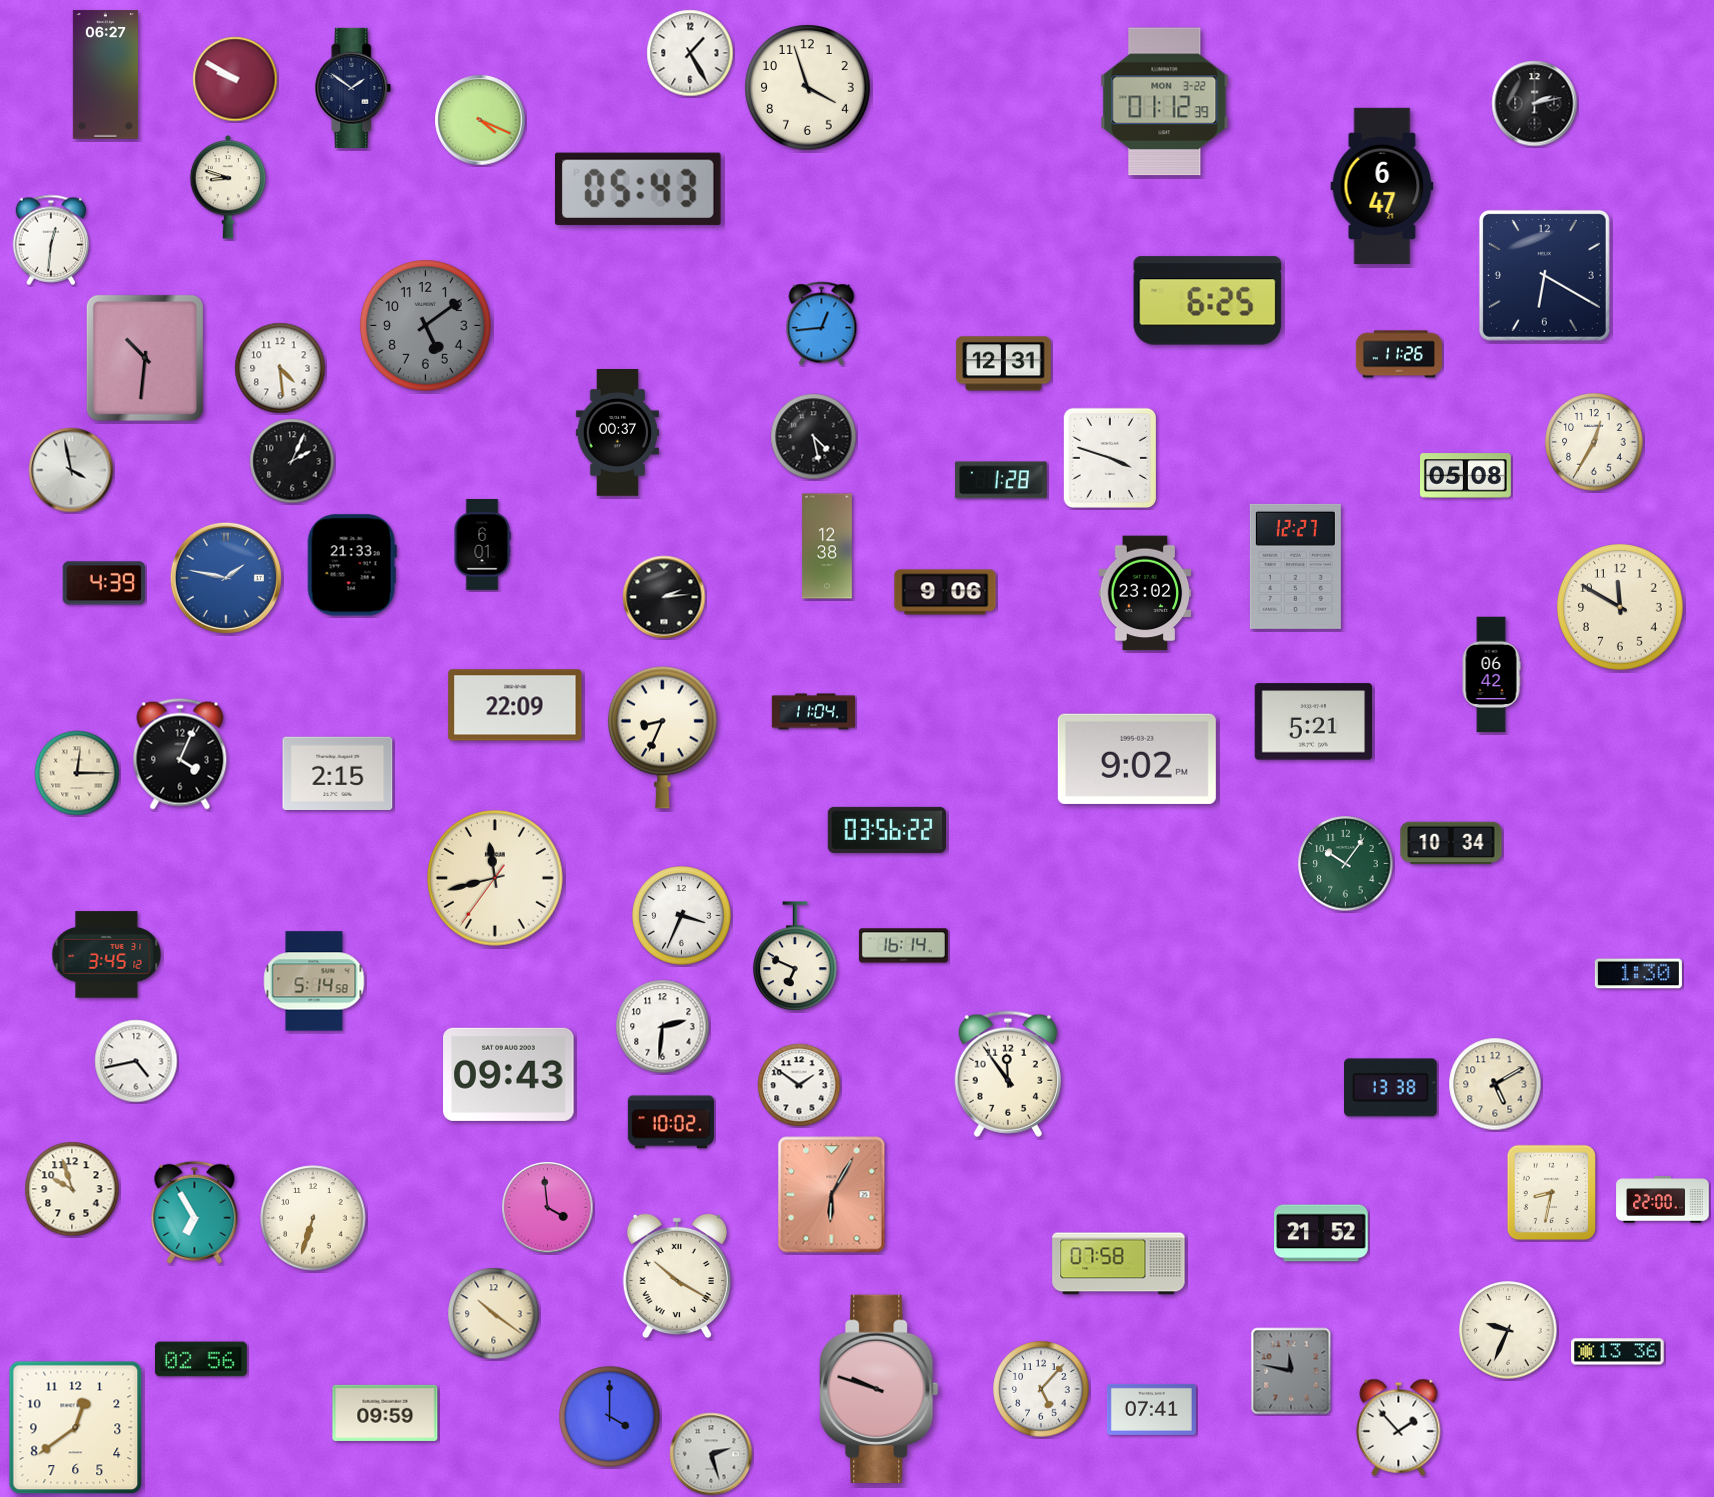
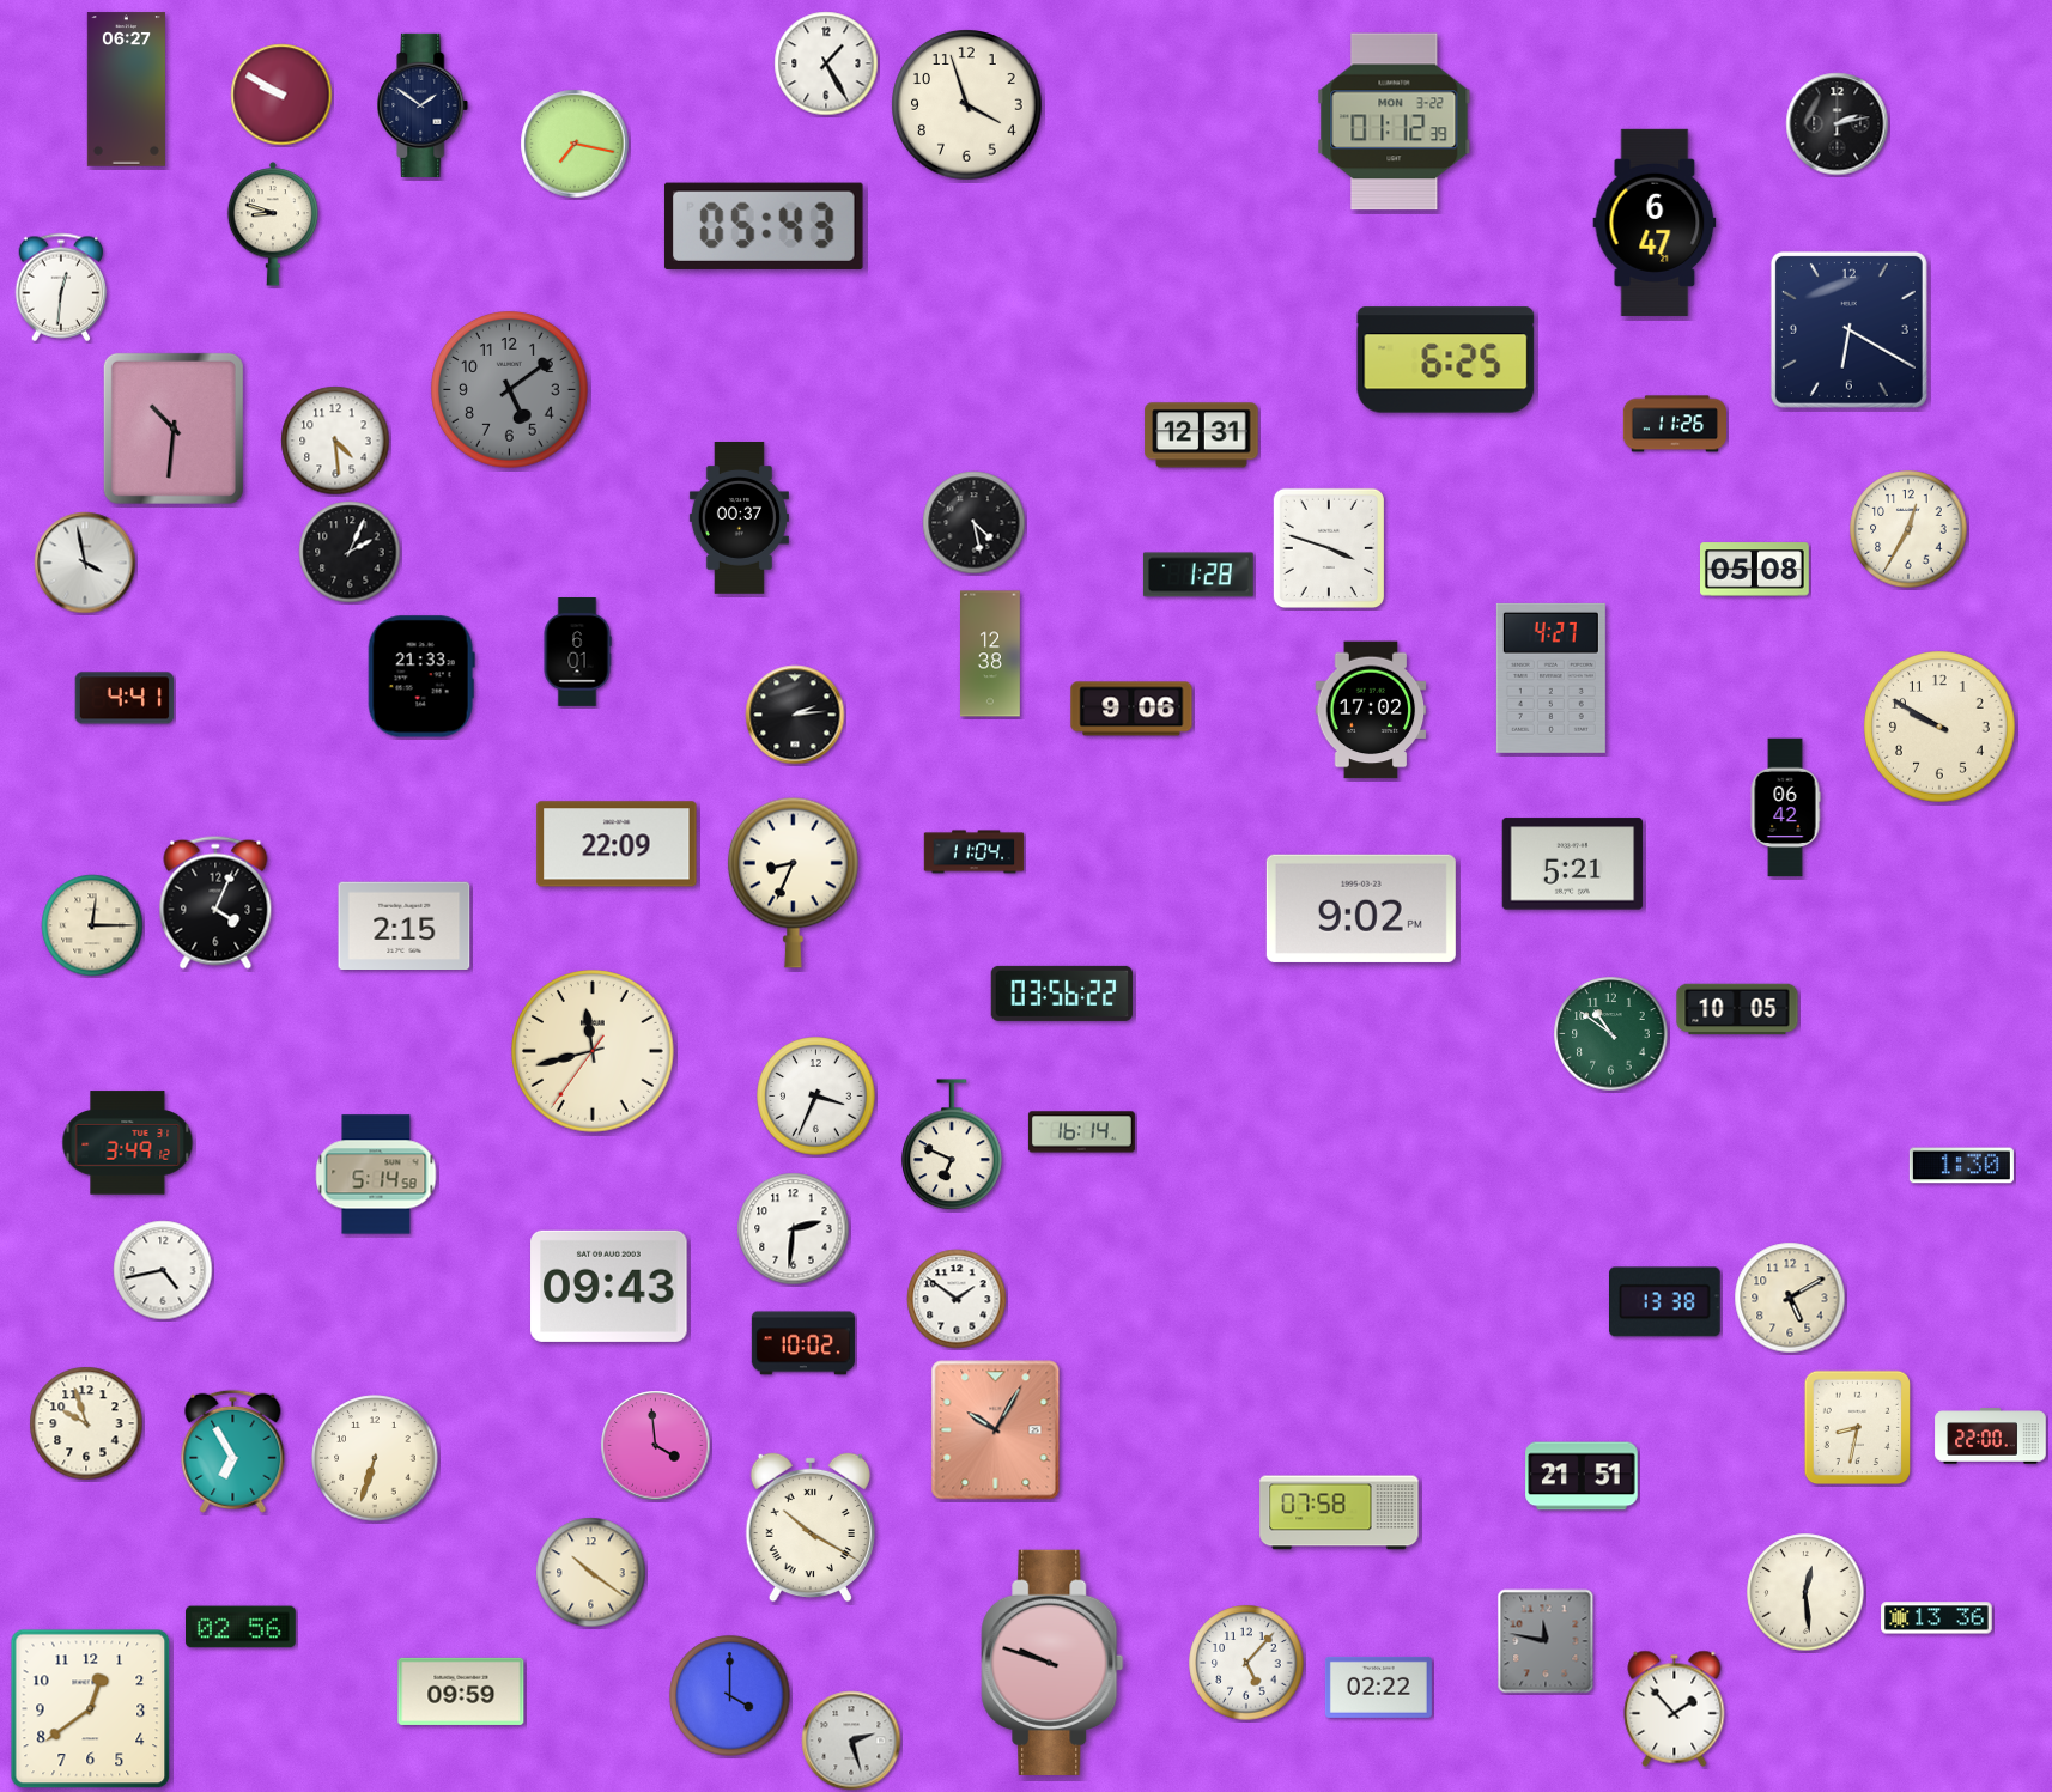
clock at (480, 120): 4:19 -> 7:17
clock at (822, 324): 12:44 -> none
clock at (1295, 566): 12:27 -> 4:27
clock at (226, 578): 1:47 -> none
clock at (104, 583): 4:39 -> 4:41
clock at (1145, 593): 23:02 -> 17:02
clock at (1620, 607): 11:50 -> 9:50
clock at (1451, 843): 10:34 -> 10:05
clock at (1346, 864): 10:06 -> 10:51
clock at (107, 955): 3:45 -> 3:49
clock at (1008, 1074): 11:54 -> none
clock at (832, 1195): 6:05 -> 10:05
clock at (1321, 1233): 21:52 -> 21:51
clock at (1508, 1330): 9:34 -> 12:29
clock at (1151, 1409): 07:41 -> 02:22
